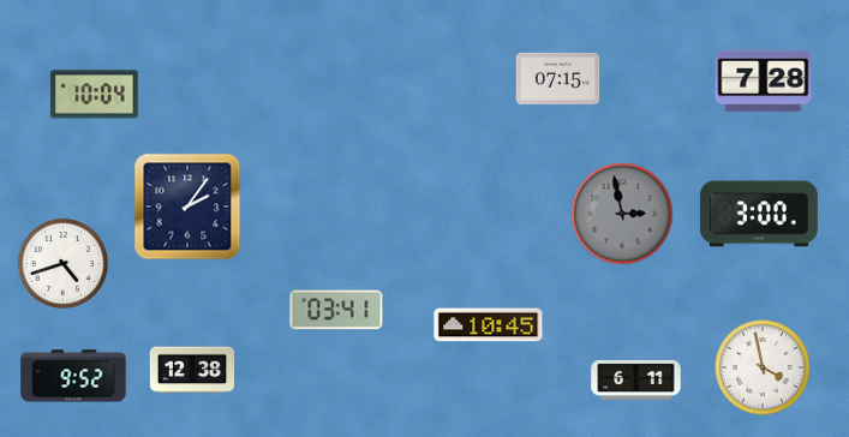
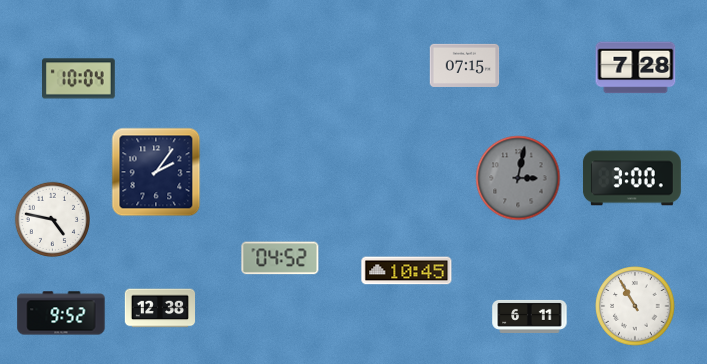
clock at (622, 214): 2:58 -> 3:02
clock at (62, 263): 4:42 -> 4:47
clock at (336, 310): 03:41 -> 04:52
clock at (763, 367): 3:58 -> 10:55
